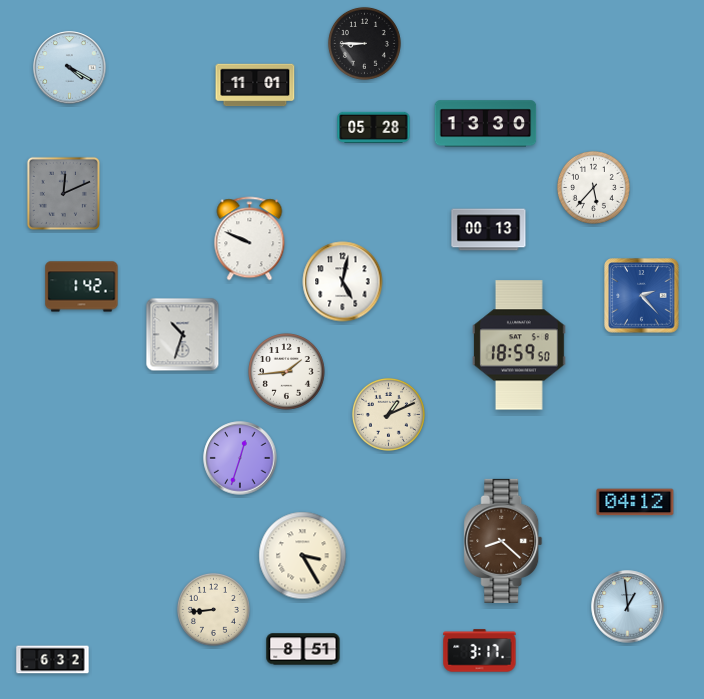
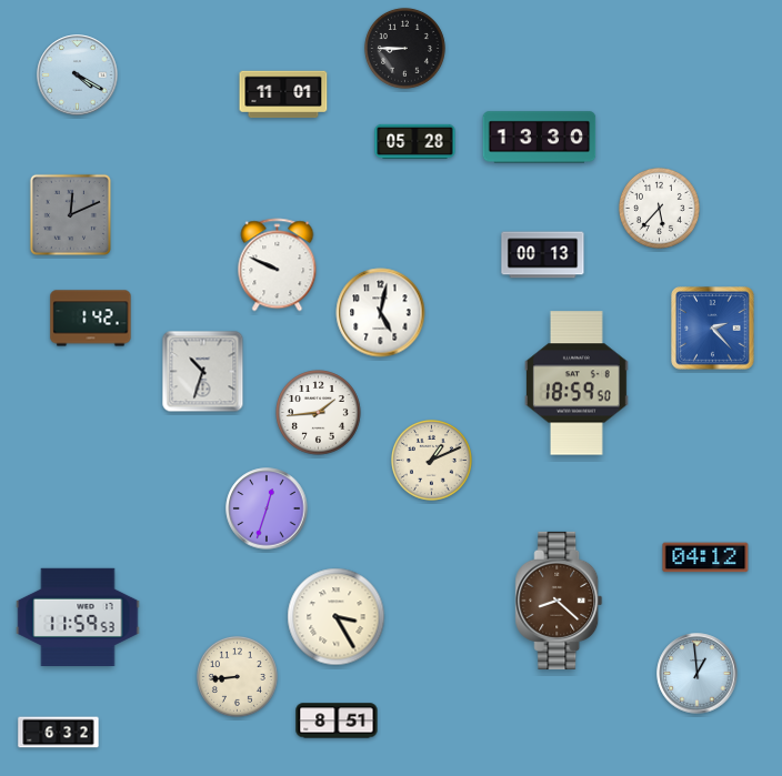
clock at (78, 616): none -> 11:59
clock at (480, 651): 3:17 -> none
